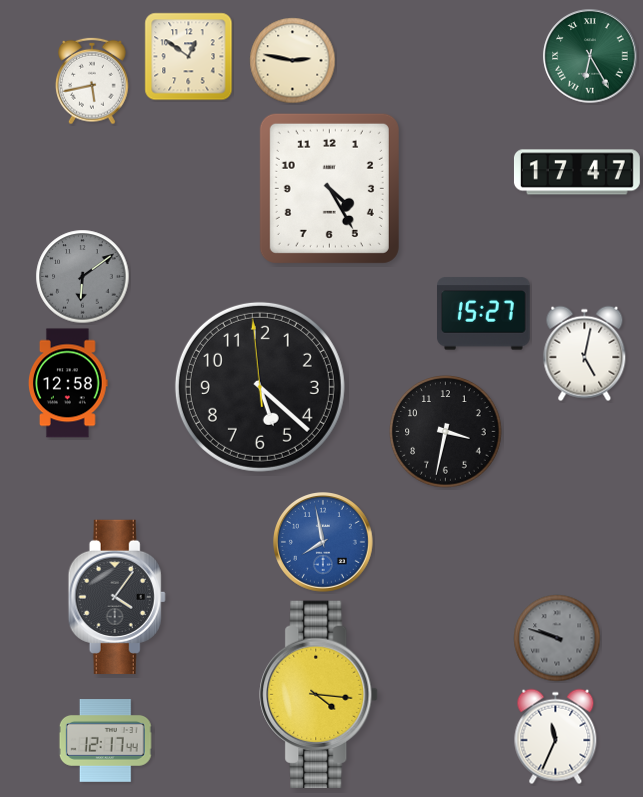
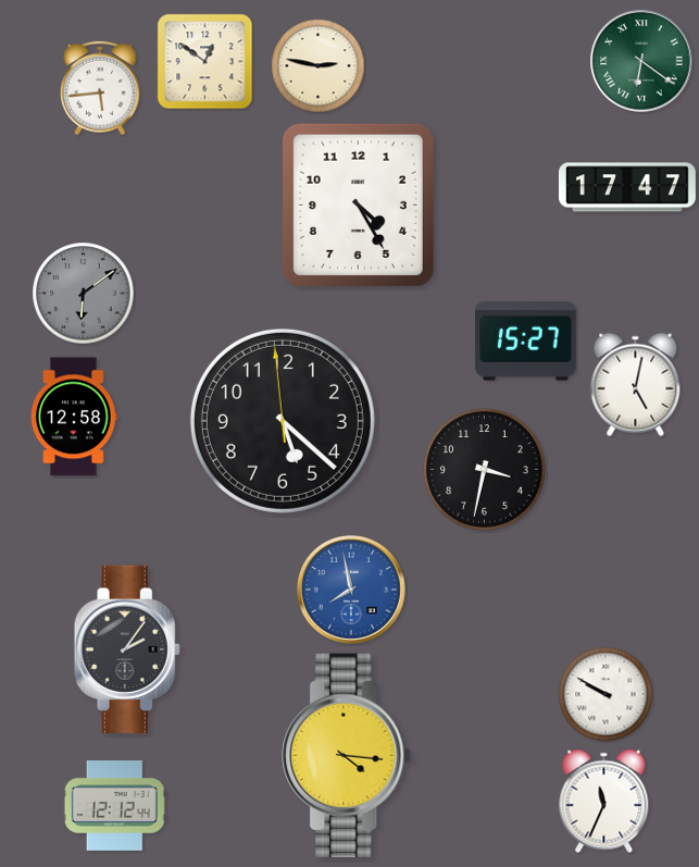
clock at (590, 56): 6:25 -> 6:21
clock at (93, 81): 5:43 -> 5:44
clock at (83, 277) position: (83, 277) -> (84, 294)
clock at (117, 597): 4:06 -> 2:06
clock at (557, 638): 9:48 -> 9:50
clock at (557, 638) dial: grey -> white
clock at (105, 741): 12:17 -> 12:12
